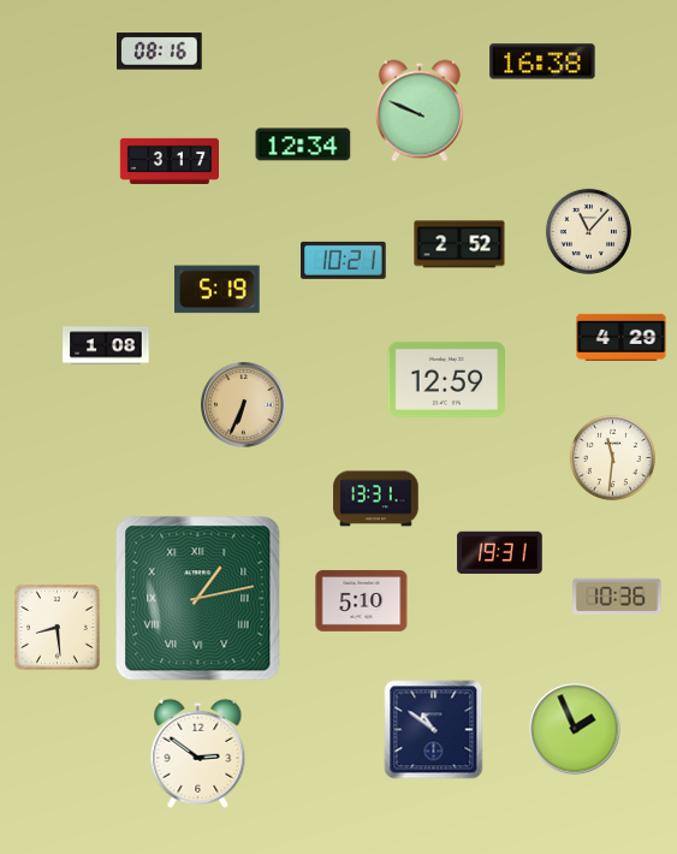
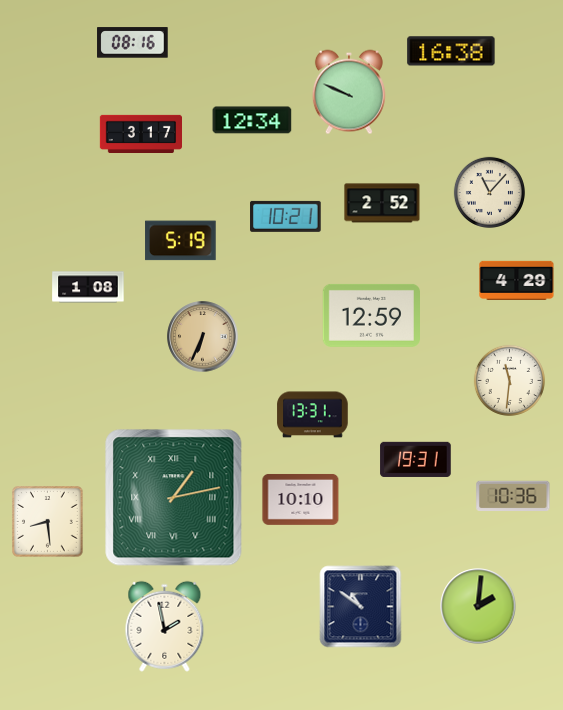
clock at (198, 599) position: (198, 599) -> (174, 498)
clock at (362, 600): 5:10 -> 10:10
clock at (575, 729): 1:56 -> 2:01
clock at (198, 753): 2:51 -> 1:58
